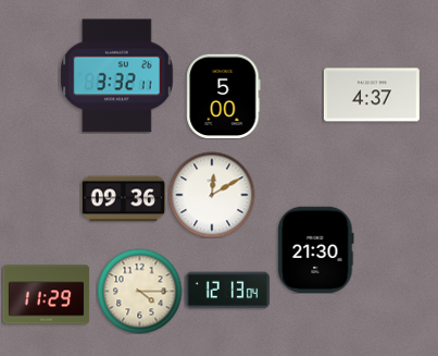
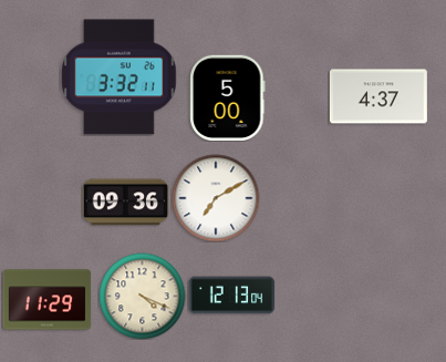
clock at (212, 195): 12:10 -> 7:10
clock at (316, 249): 21:30 -> none
clock at (139, 291): 4:15 -> 4:19
